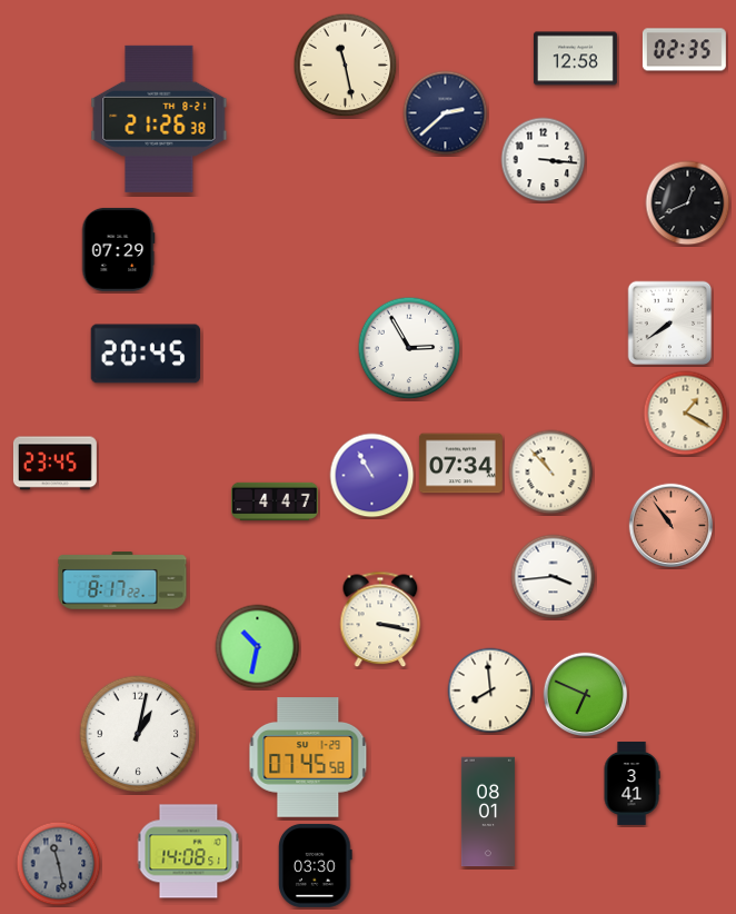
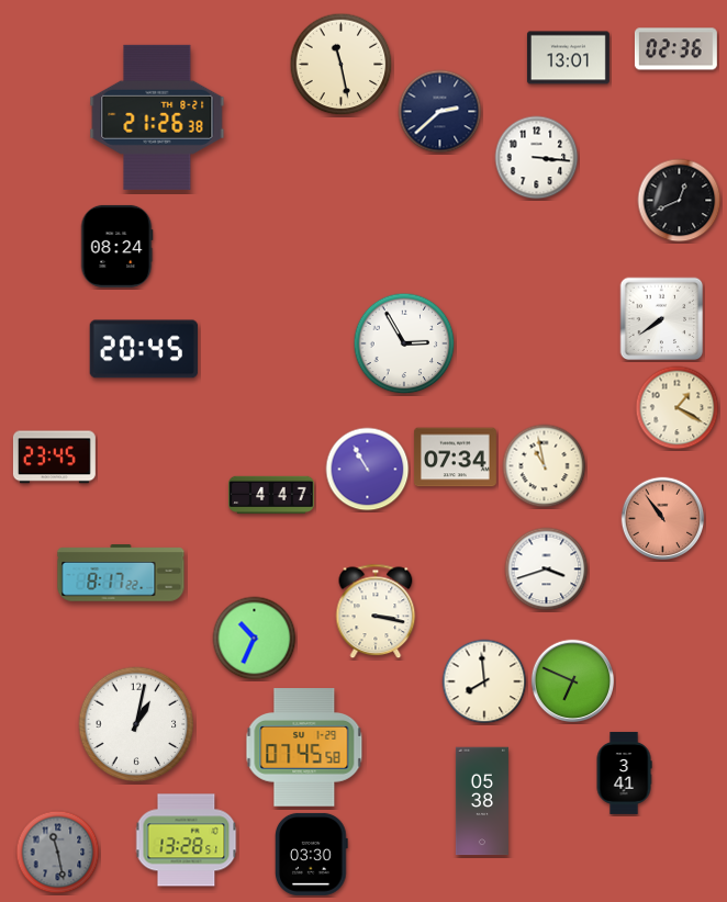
clock at (684, 50): 02:35 -> 02:36
clock at (575, 59): 12:58 -> 13:01
clock at (118, 249): 07:29 -> 08:24
clock at (551, 473): 10:53 -> 10:58
clock at (554, 577): 3:44 -> 3:42
clock at (258, 647): 10:32 -> 10:34
clock at (586, 695) position: (586, 695) -> (573, 681)
clock at (488, 812): 08:01 -> 05:38
clock at (189, 852): 14:08 -> 13:28
